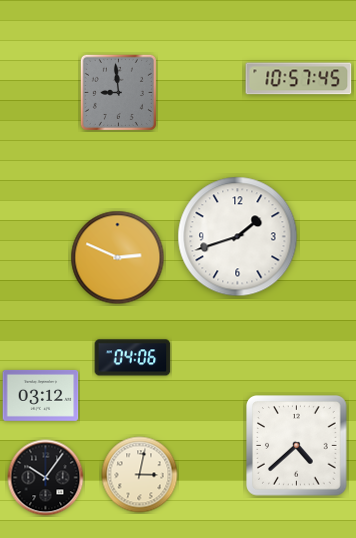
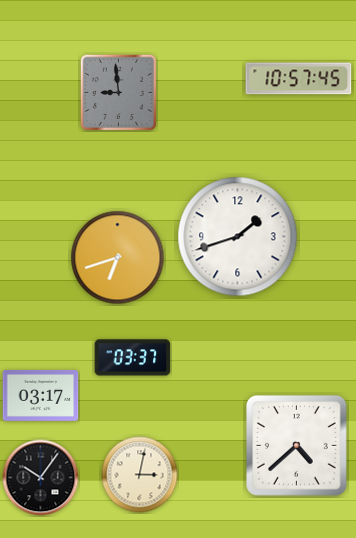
clock at (118, 258): 2:49 -> 6:42
clock at (133, 358): 04:06 -> 03:37
clock at (41, 395): 03:12 -> 03:17
clock at (46, 478) position: (46, 478) -> (41, 478)
